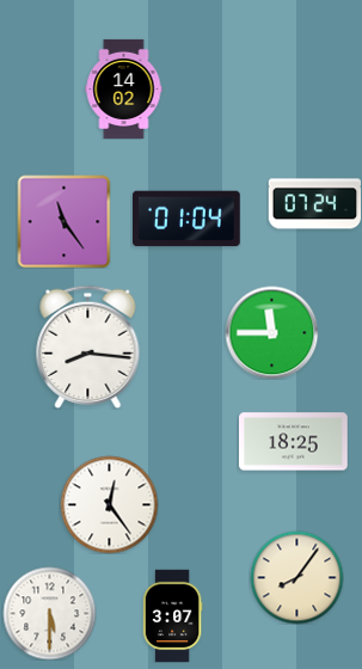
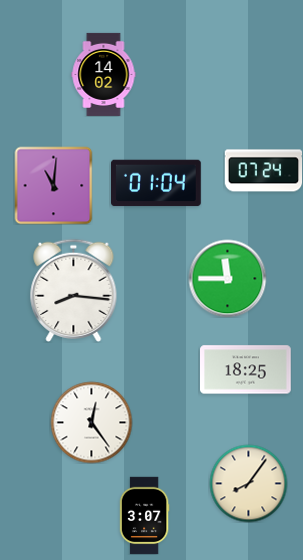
clock at (63, 221): 11:24 -> 11:01
clock at (49, 613): 5:30 -> none
